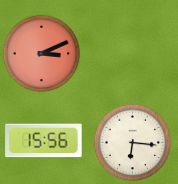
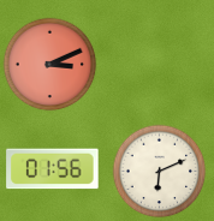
clock at (44, 141): 15:56 -> 01:56
clock at (132, 142): 6:16 -> 6:11
